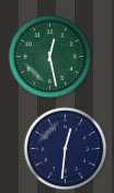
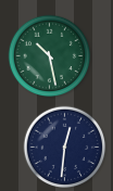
clock at (50, 57): 12:28 -> 10:28
